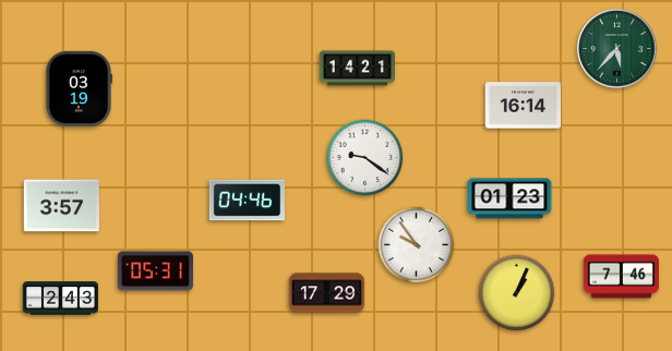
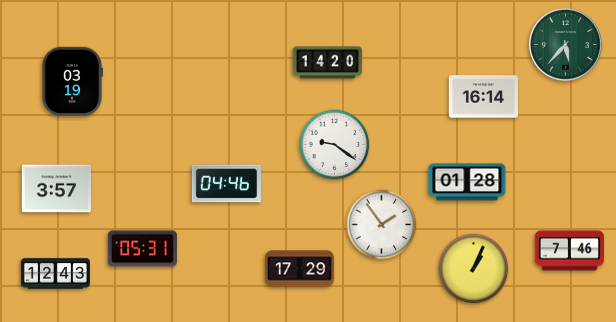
clock at (357, 69): 14:21 -> 14:20
clock at (523, 106) position: (523, 106) -> (483, 97)
clock at (509, 198): 01:23 -> 01:28
clock at (417, 245): 9:54 -> 1:54
clock at (621, 277) position: (621, 277) -> (569, 251)
clock at (60, 299): 2:43 -> 12:43
